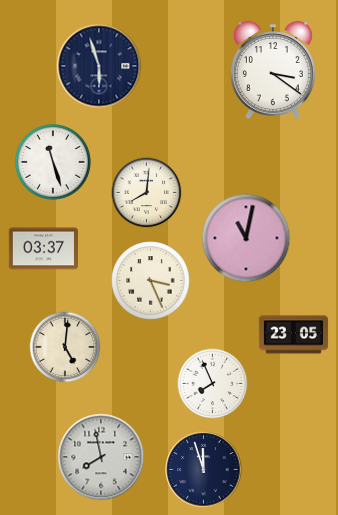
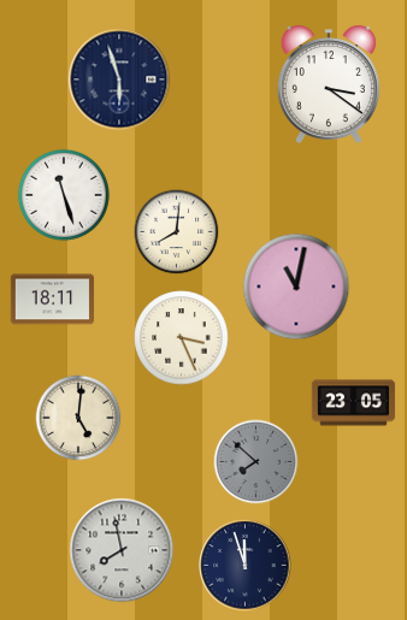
clock at (43, 249): 03:37 -> 18:11
clock at (213, 384): 7:56 -> 7:52
clock at (213, 384) dial: white -> grey
